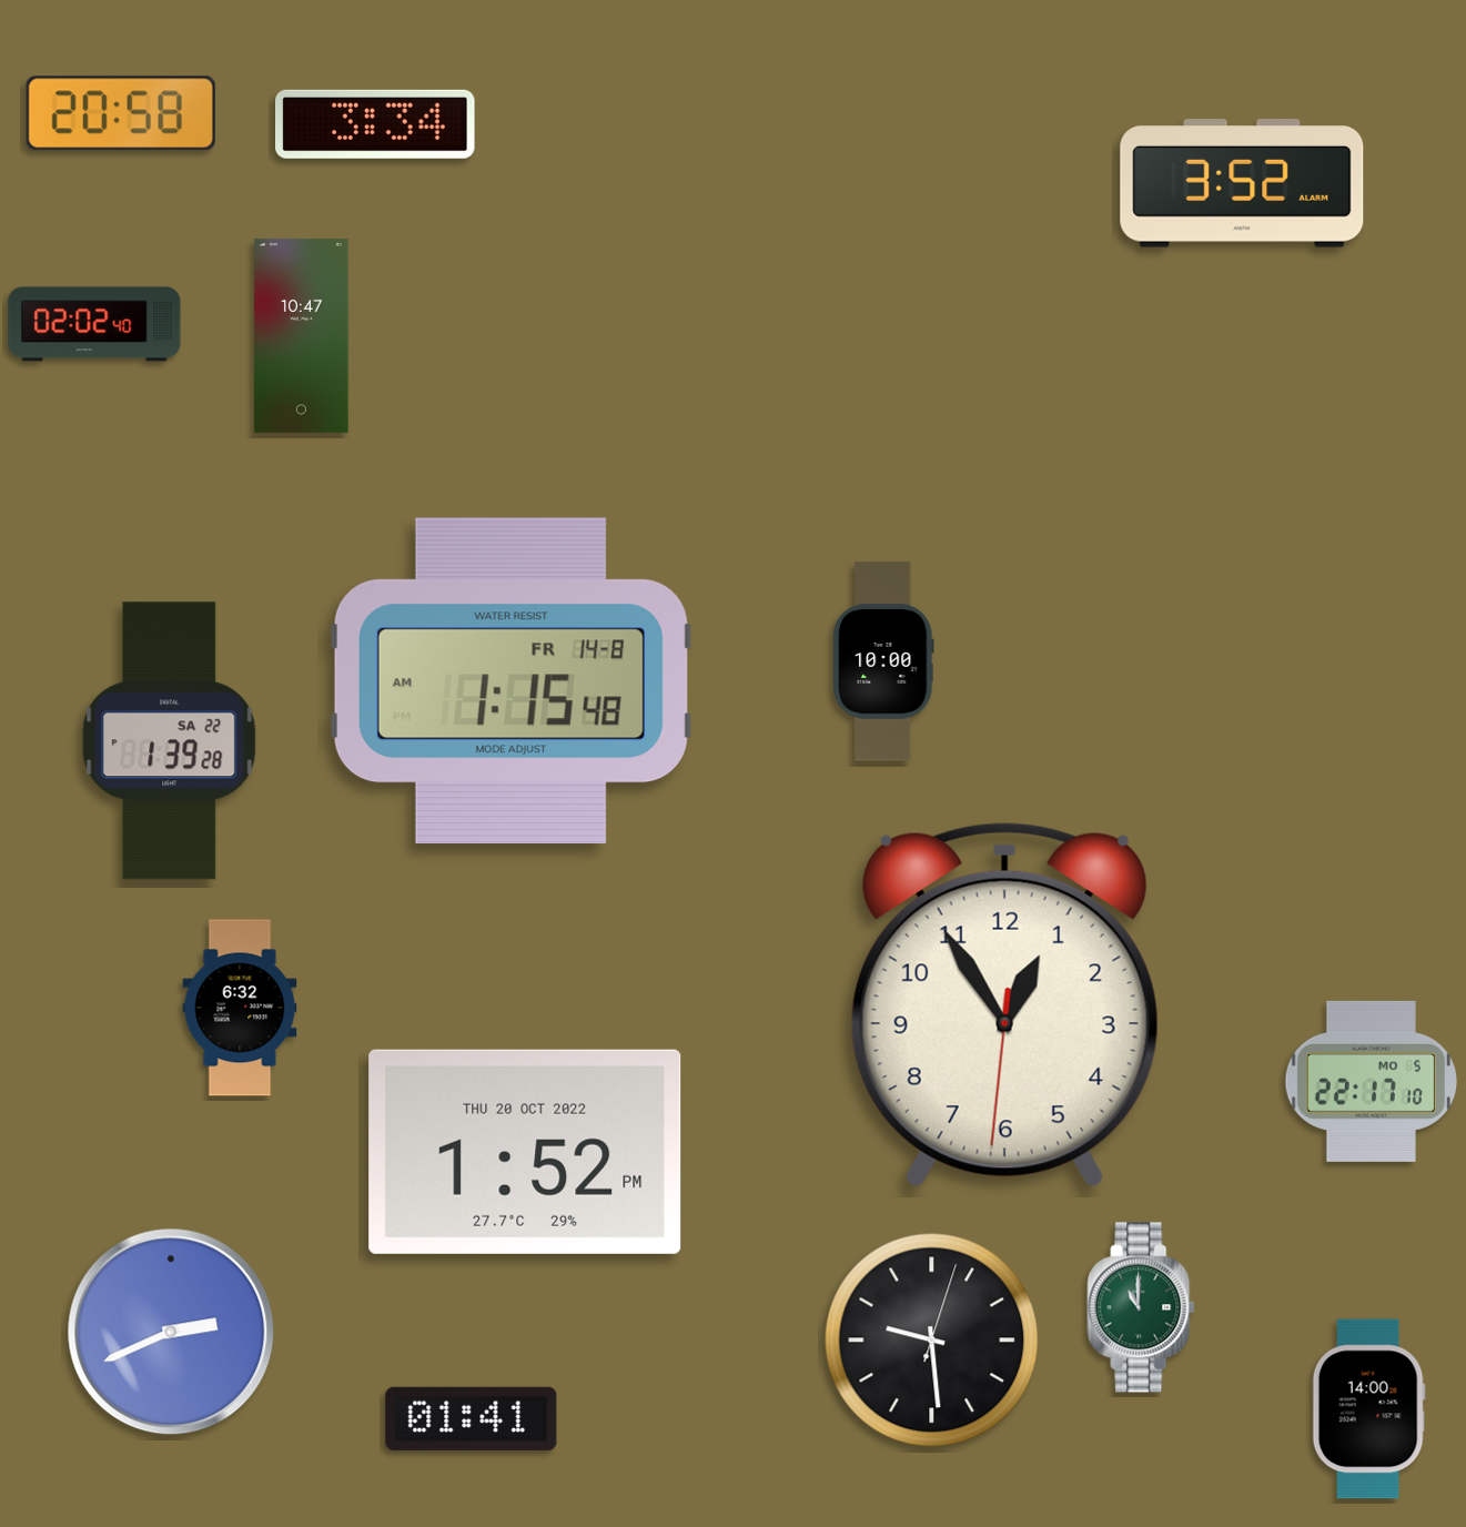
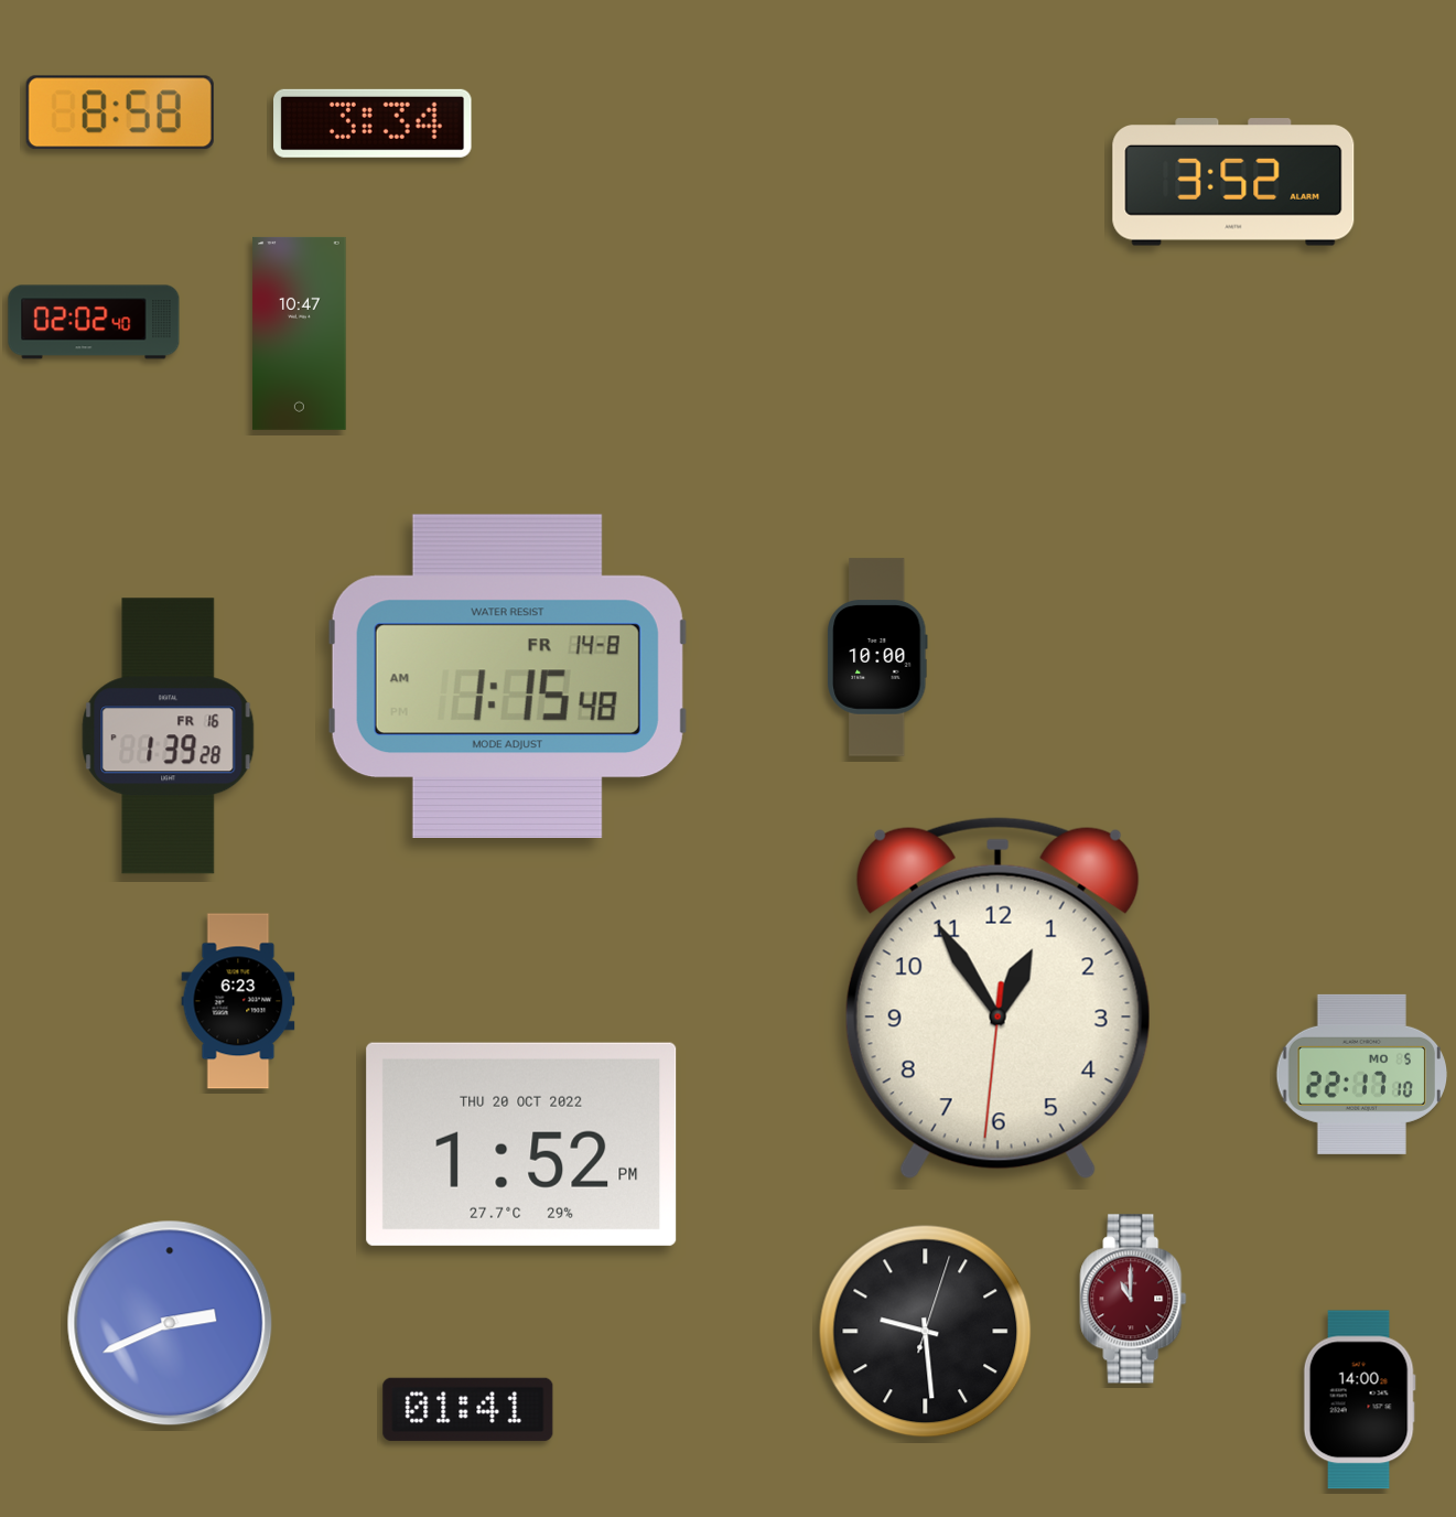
clock at (121, 113): 20:58 -> 8:58
clock at (170, 741) date: SA 22 -> FR 16
clock at (240, 1008): 6:32 -> 6:23
clock at (1141, 1307) dial: green -> burgundy
